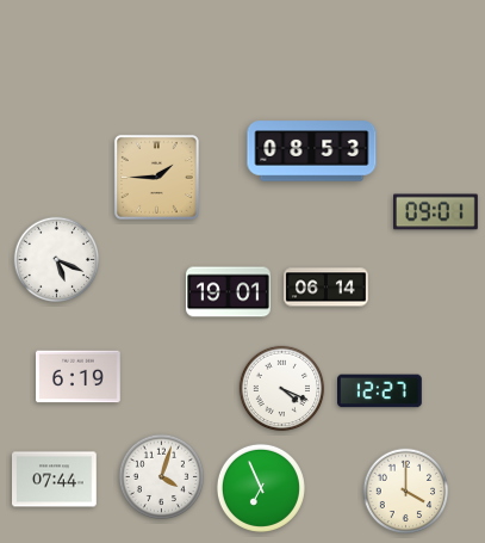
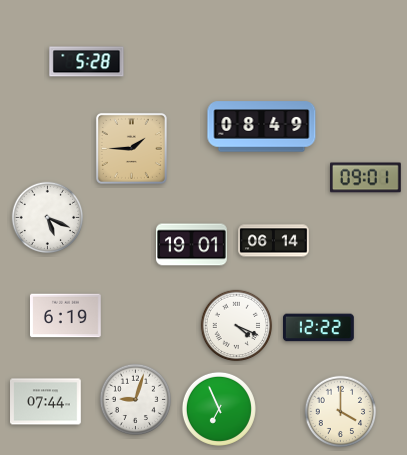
clock at (87, 62): none -> 5:28
clock at (312, 152): 08:53 -> 08:49
clock at (380, 391): 12:27 -> 12:22
clock at (162, 477): 4:03 -> 9:03
